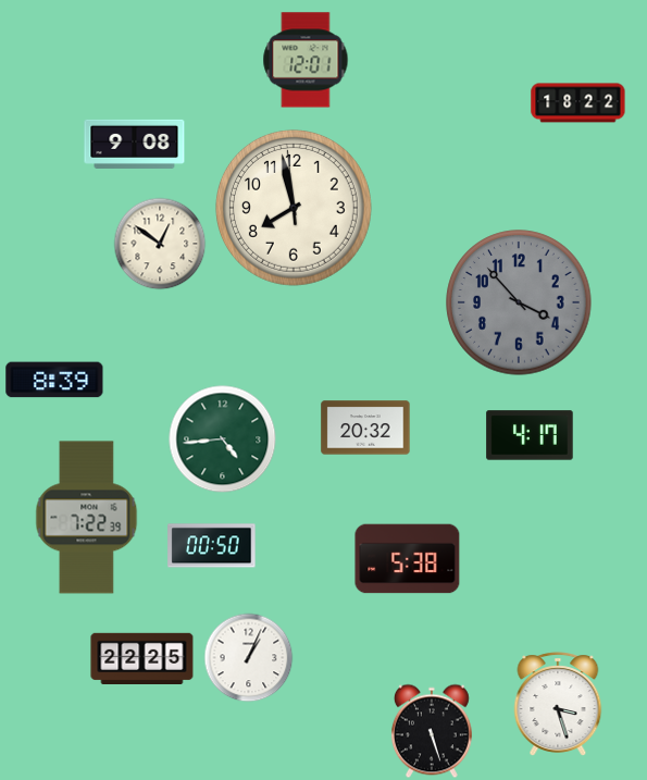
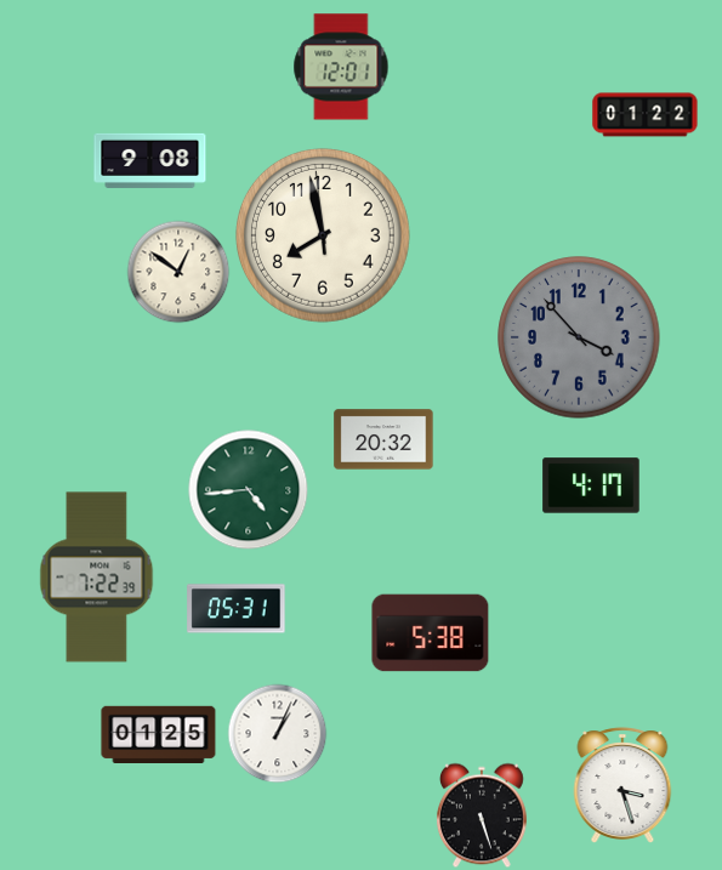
clock at (578, 103): 18:22 -> 01:22
clock at (294, 208) position: (294, 208) -> (323, 235)
clock at (54, 380): 8:39 -> none
clock at (365, 428) position: (365, 428) -> (383, 439)
clock at (212, 546): 00:50 -> 05:31
clock at (408, 559) position: (408, 559) -> (431, 633)
clock at (142, 658): 22:25 -> 01:25
